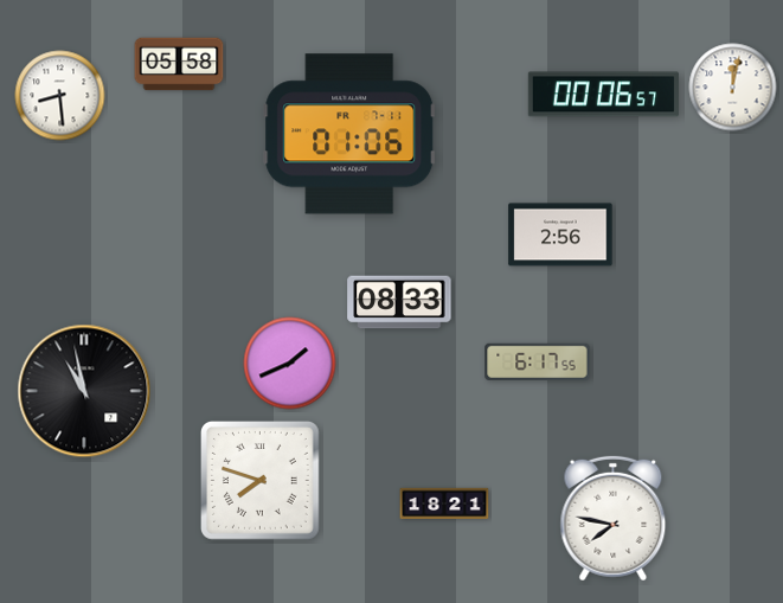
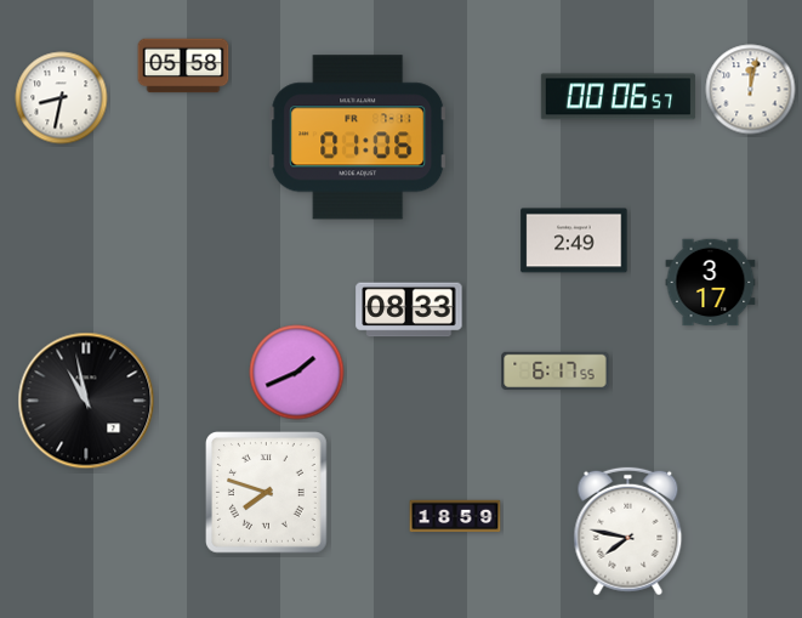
clock at (60, 96): 8:29 -> 8:32
clock at (560, 235): 2:56 -> 2:49
clock at (711, 283): none -> 3:17
clock at (538, 361) position: (538, 361) -> (556, 370)
clock at (444, 503): 18:21 -> 18:59
